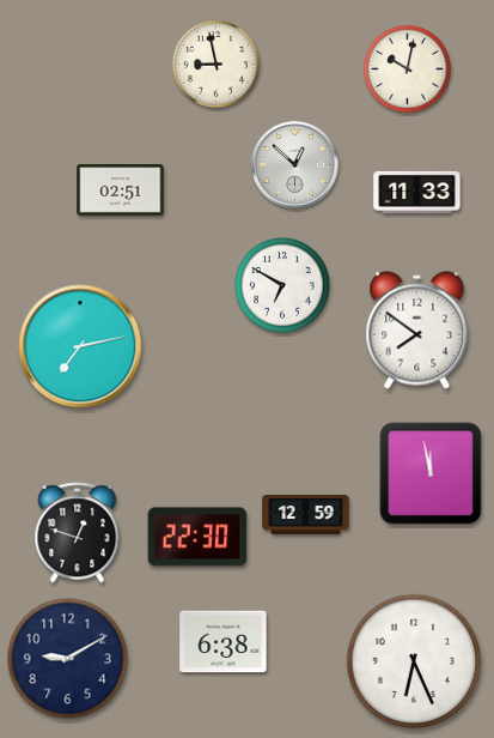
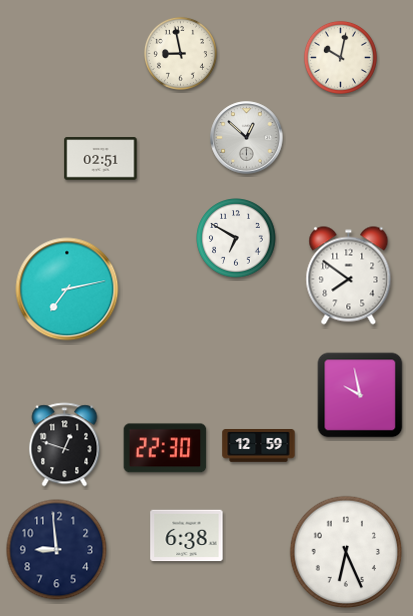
clock at (417, 192): 11:33 -> none
clock at (431, 473): 11:58 -> 9:58
clock at (306, 515) position: (306, 515) -> (259, 446)
clock at (68, 659): 9:10 -> 8:59
